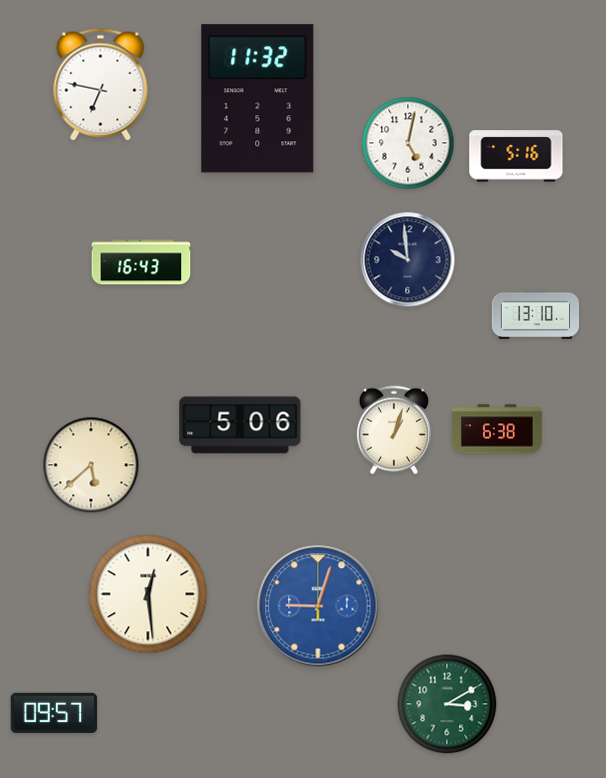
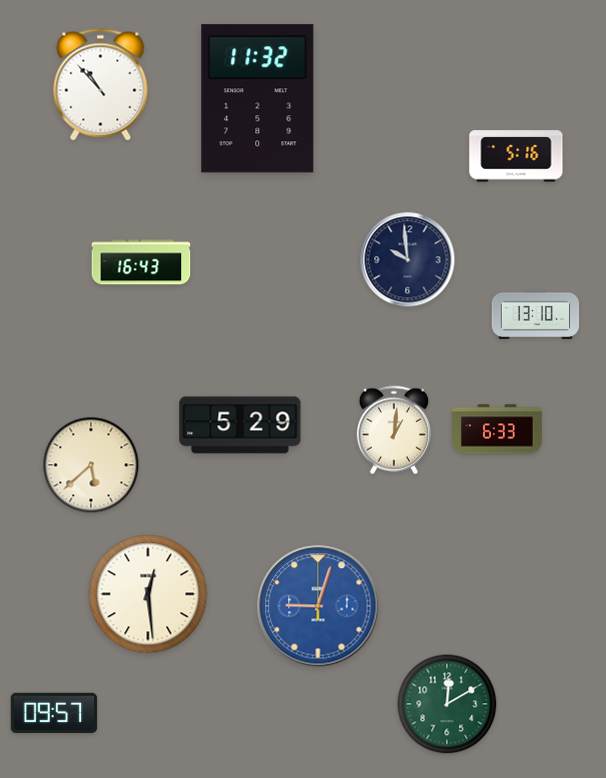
clock at (101, 85): 6:47 -> 10:53
clock at (408, 143): 5:02 -> none
clock at (240, 425): 5:06 -> 5:29
clock at (498, 429): 6:38 -> 6:33
clock at (394, 430): 1:03 -> 1:01
clock at (447, 704): 3:10 -> 12:10
